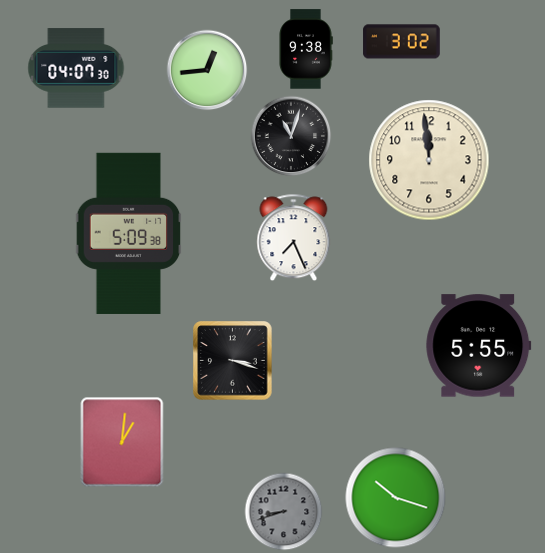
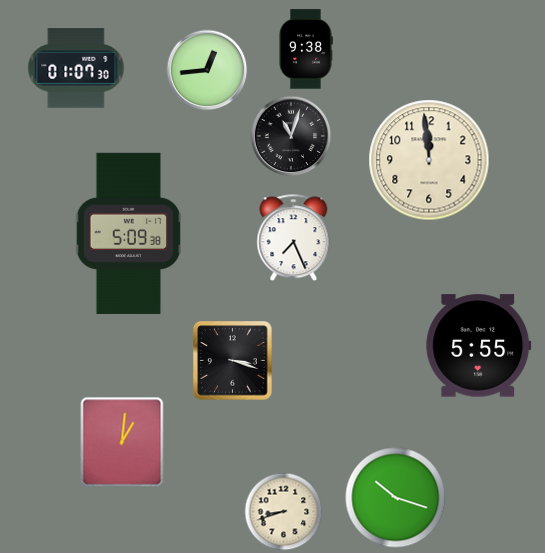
clock at (402, 42): 3:02 -> none
clock at (76, 68): 04:07 -> 01:07
clock at (283, 511) dial: grey -> cream
